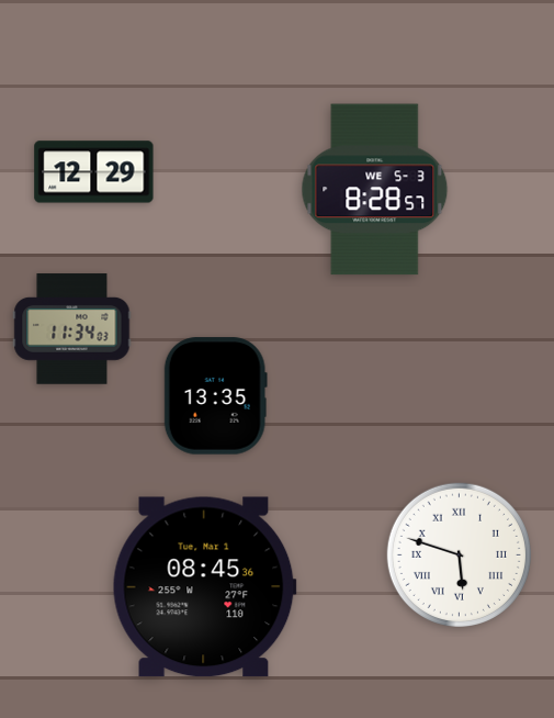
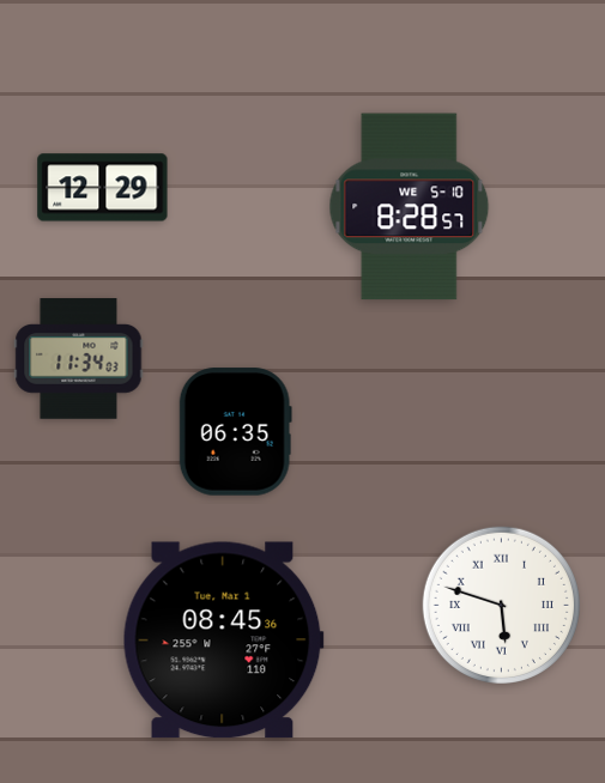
clock at (375, 190) date: WE 5-3 -> WE 5-10
clock at (215, 396): 13:35 -> 06:35
